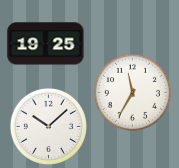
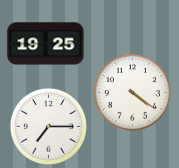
clock at (132, 92): 11:35 -> 4:21
clock at (48, 126): 10:08 -> 7:15
